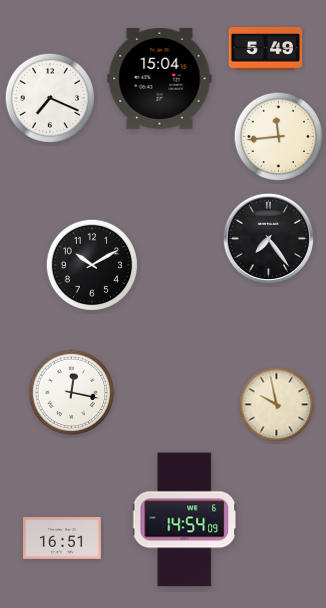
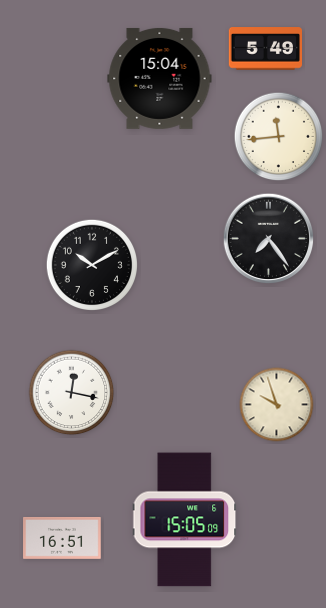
clock at (50, 98): 7:19 -> none
clock at (277, 405): 9:58 -> 9:57
clock at (185, 520): 14:54 -> 15:05
